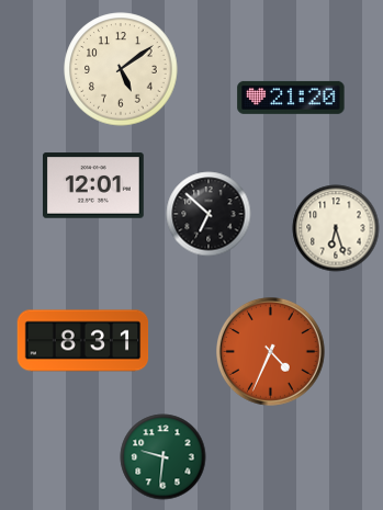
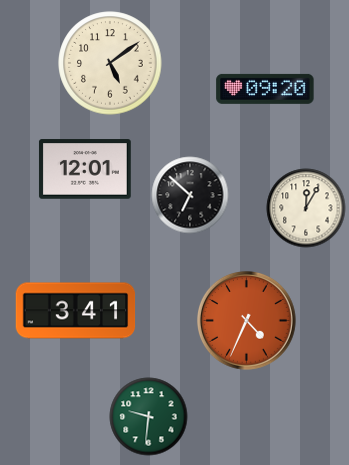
clock at (291, 98): 21:20 -> 09:20
clock at (336, 228): 6:27 -> 12:05
clock at (83, 341): 8:31 -> 3:41
